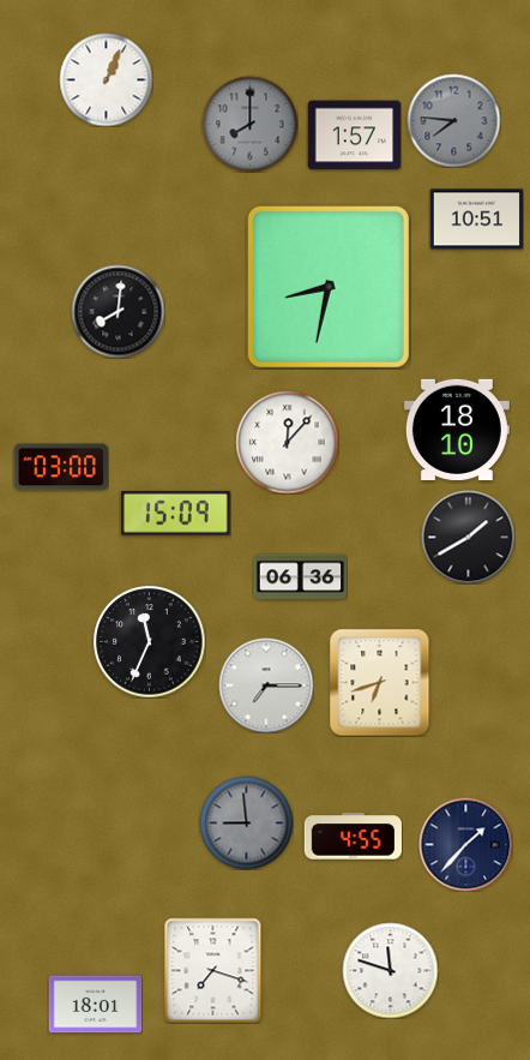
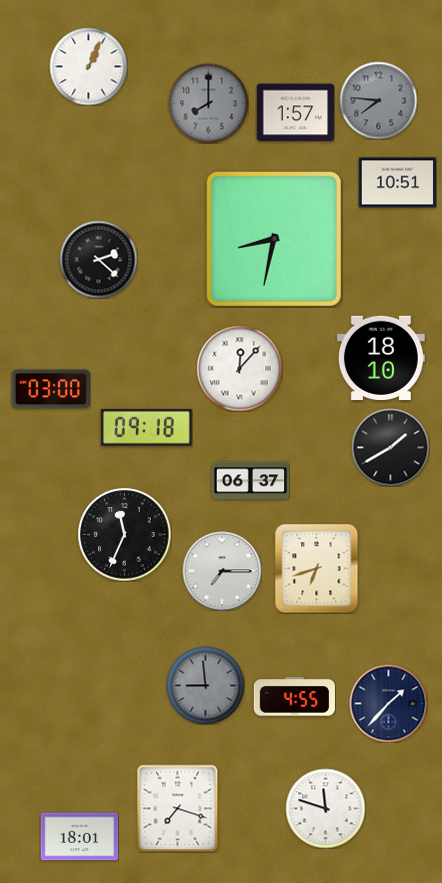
clock at (118, 311): 8:01 -> 2:22
clock at (175, 513): 15:09 -> 09:18
clock at (300, 577): 06:36 -> 06:37
